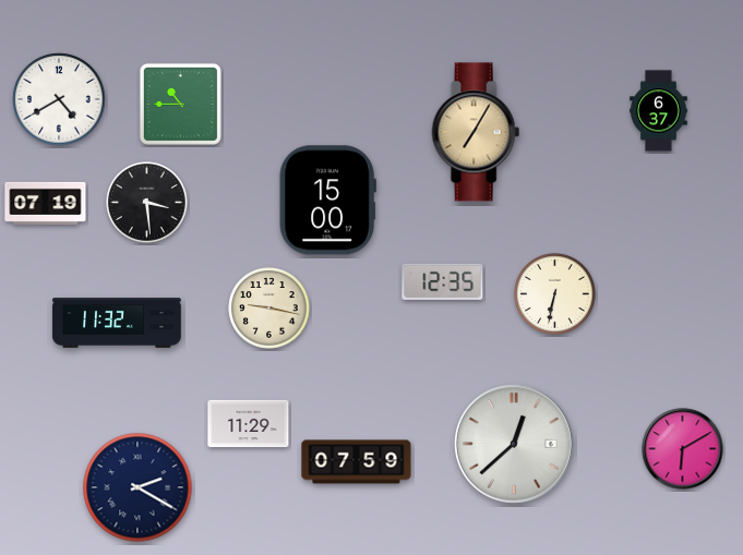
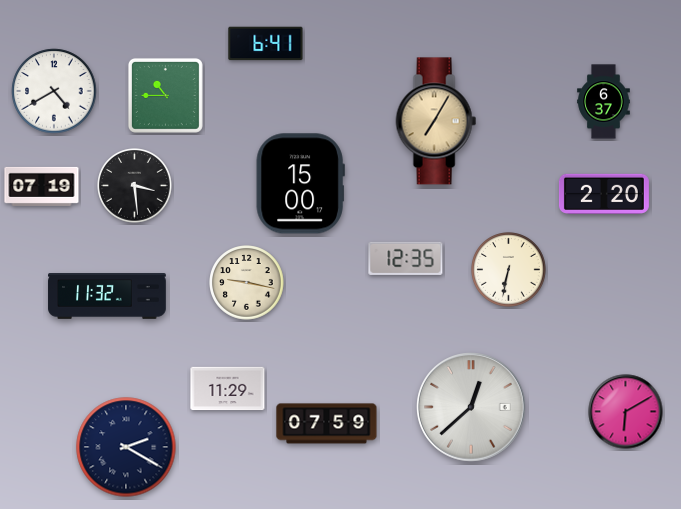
clock at (266, 44): none -> 6:41
clock at (604, 193): none -> 2:20
